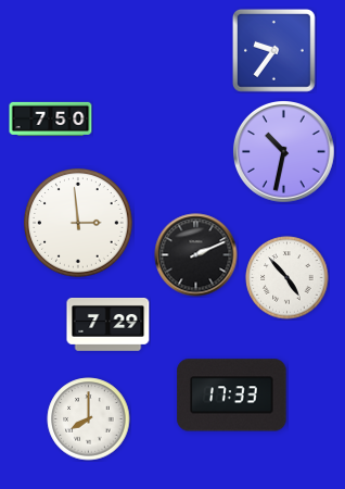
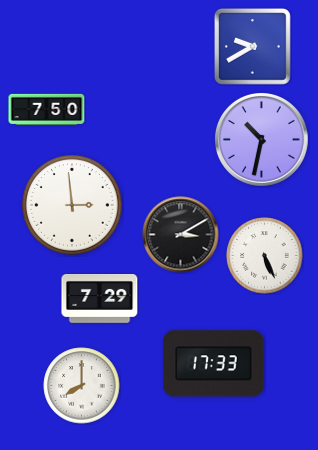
clock at (274, 51): 9:36 -> 9:40
clock at (196, 255): 2:11 -> 3:10
clock at (287, 278): 4:53 -> 5:26
